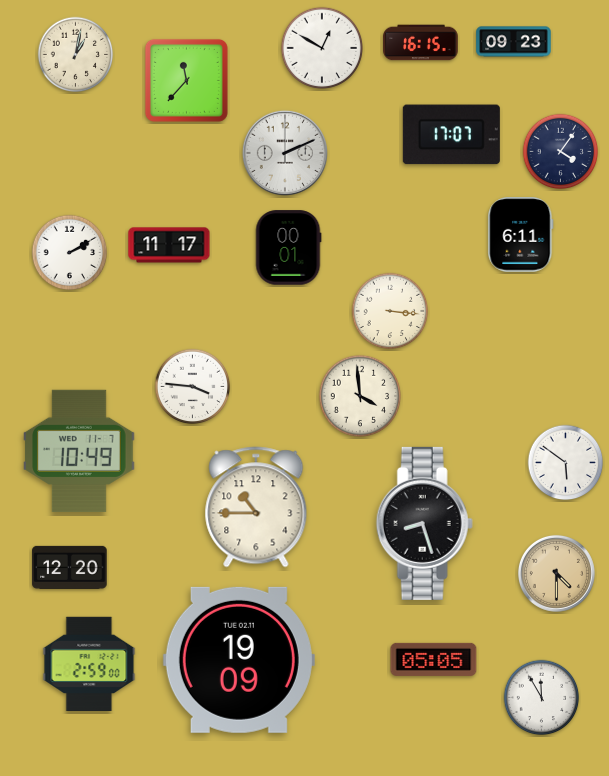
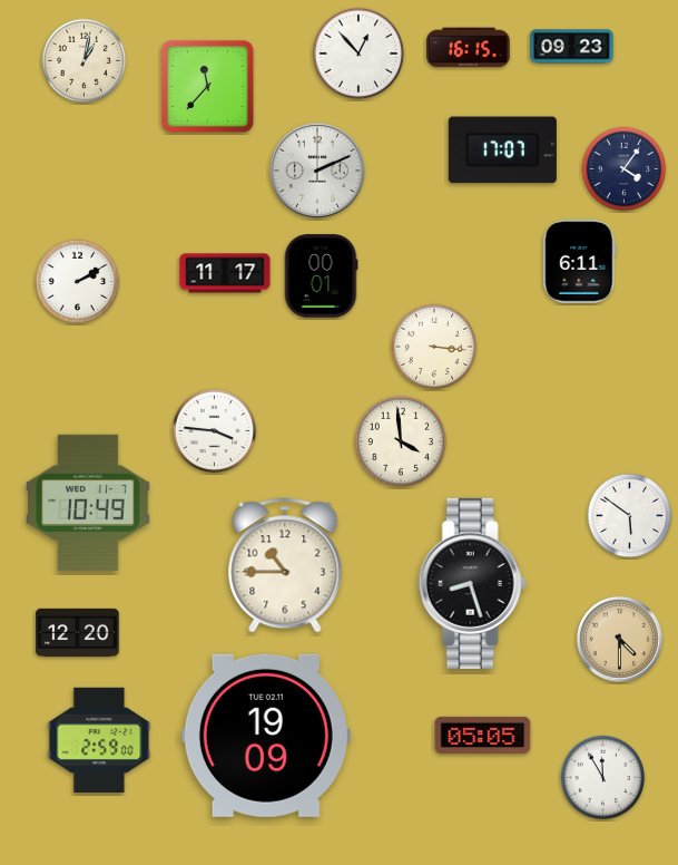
clock at (322, 48): 12:50 -> 12:53
clock at (186, 80) position: (186, 80) -> (207, 86)
clock at (169, 245) position: (169, 245) -> (225, 273)
